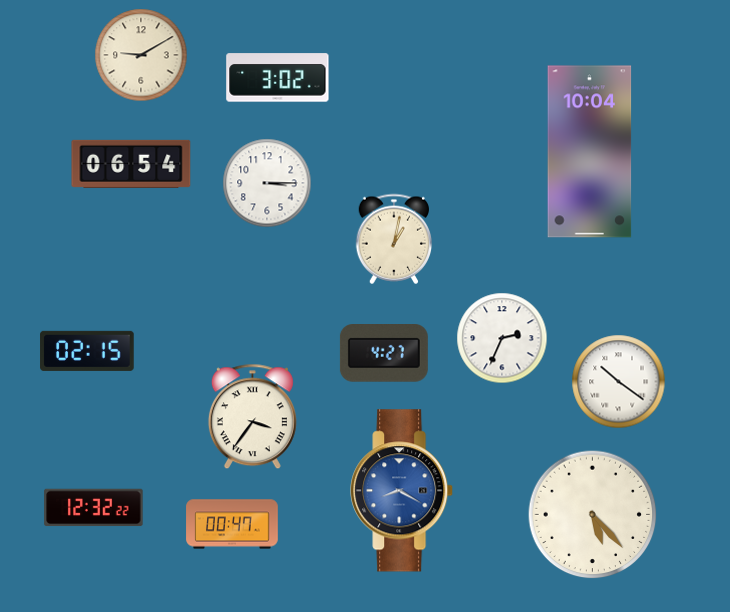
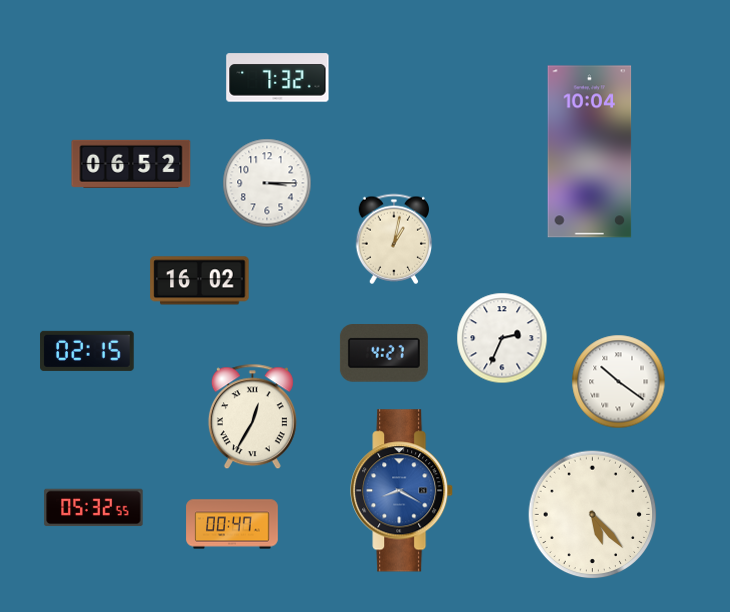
clock at (141, 55): 9:10 -> none
clock at (278, 78): 3:02 -> 7:32
clock at (131, 164): 06:54 -> 06:52
clock at (200, 281): none -> 16:02
clock at (252, 416): 3:36 -> 12:35
clock at (94, 508): 12:32 -> 05:32
